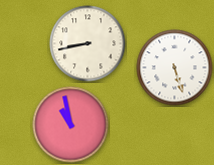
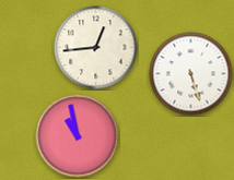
clock at (88, 44): 8:43 -> 12:44
